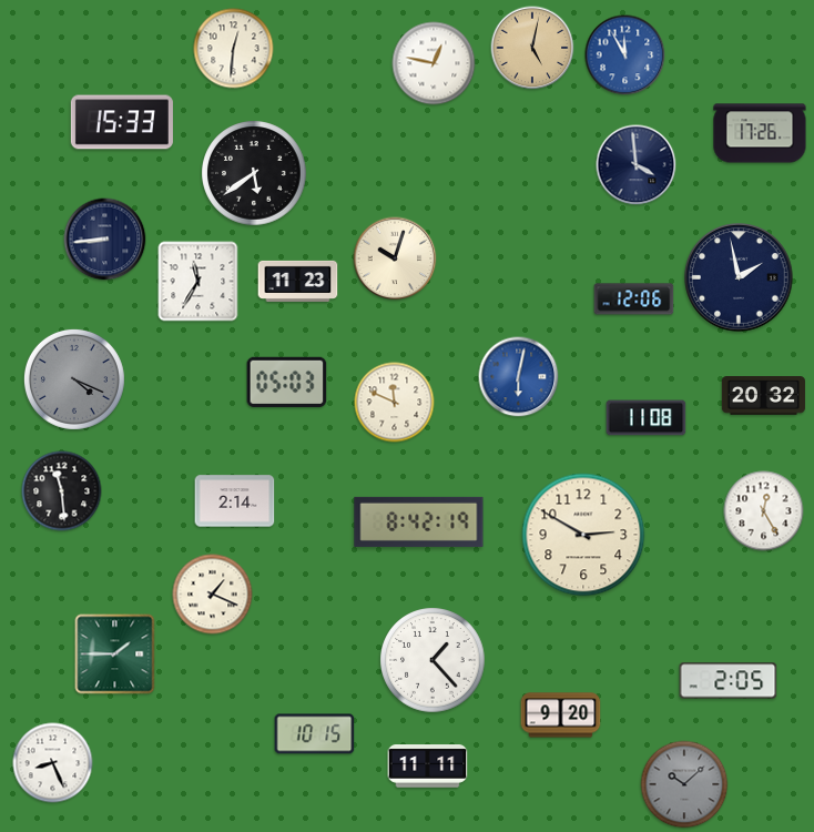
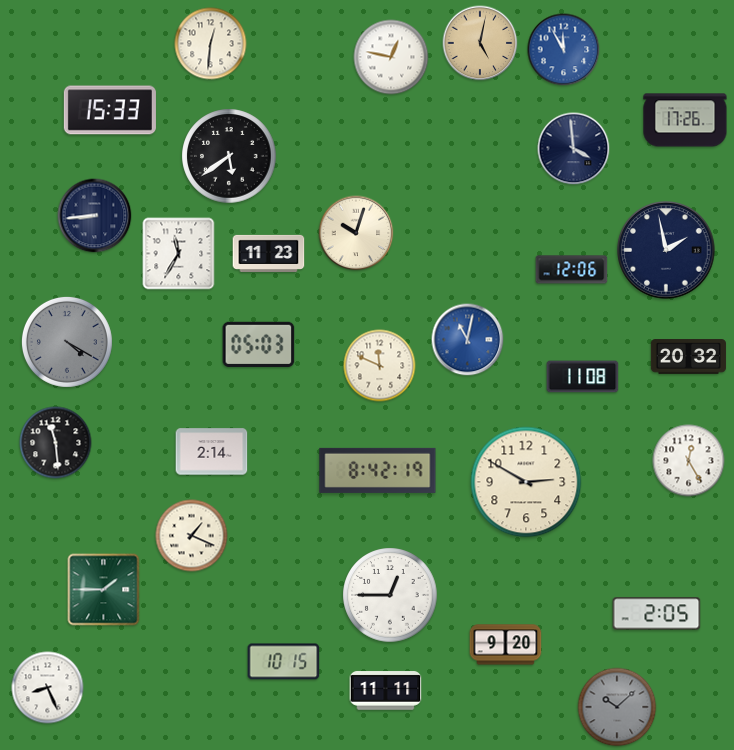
clock at (519, 377): 6:02 -> 11:02
clock at (74, 379): 4:19 -> 4:20
clock at (395, 403) position: (395, 403) -> (380, 366)
clock at (433, 660): 1:23 -> 12:45
